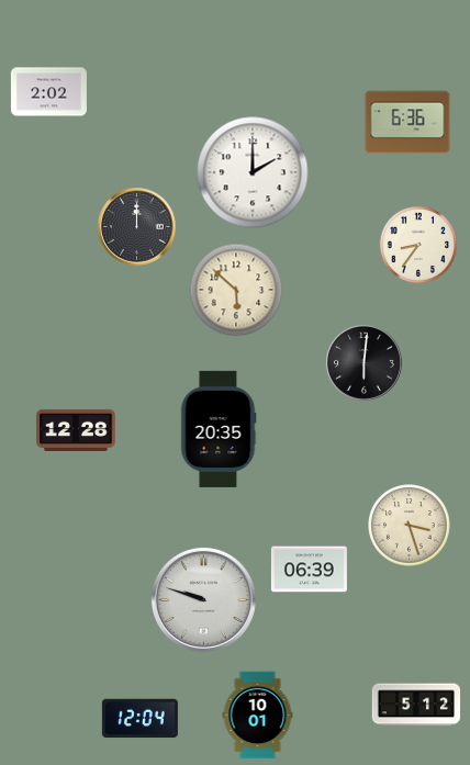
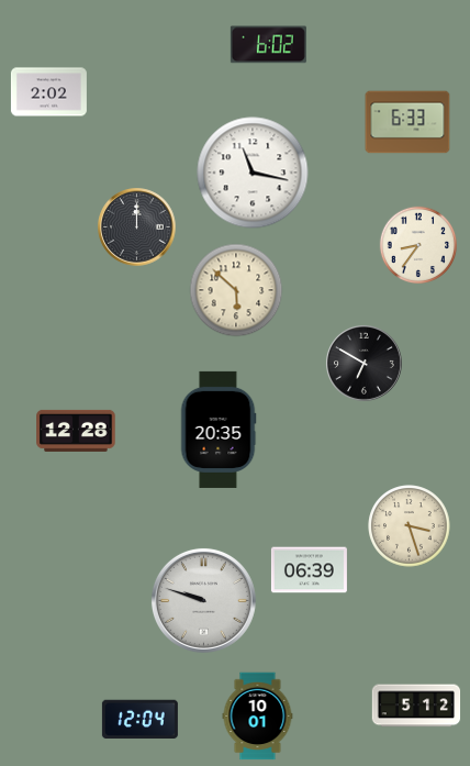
clock at (268, 45): none -> 6:02
clock at (407, 122): 6:36 -> 6:33
clock at (253, 172): 2:00 -> 11:17
clock at (365, 363): 6:01 -> 6:50
